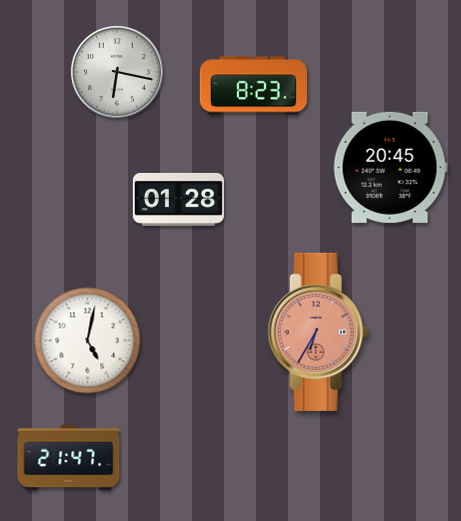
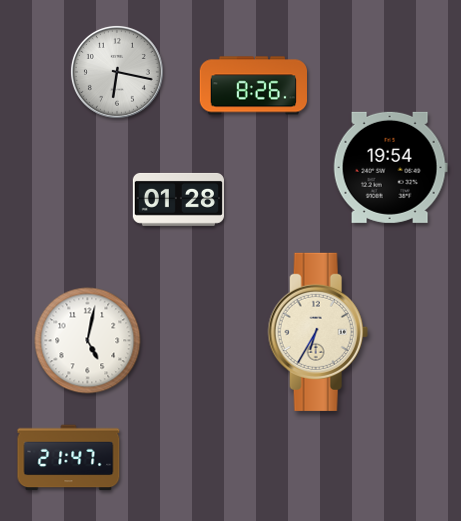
clock at (253, 86): 8:23 -> 8:26
clock at (390, 167): 20:45 -> 19:54
clock at (318, 332) dial: salmon -> cream
